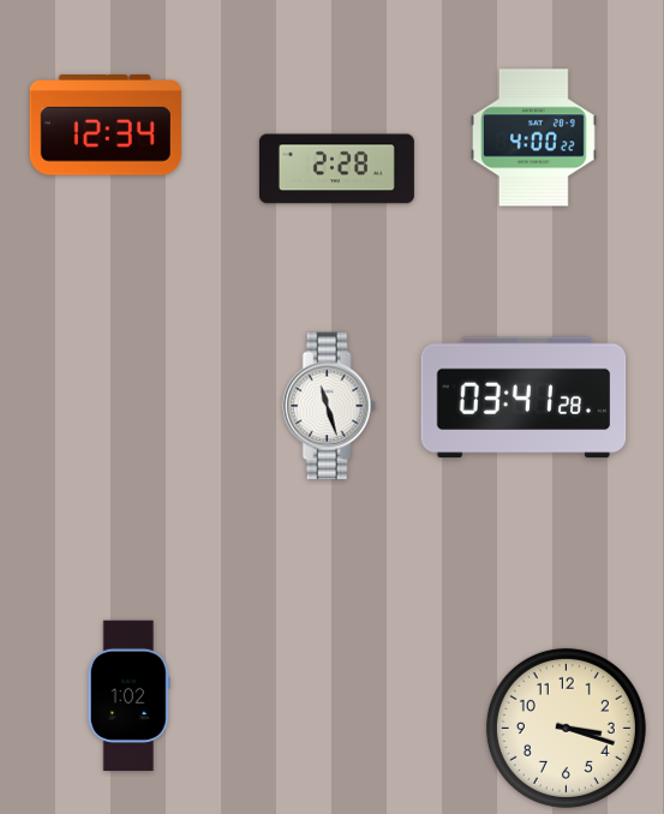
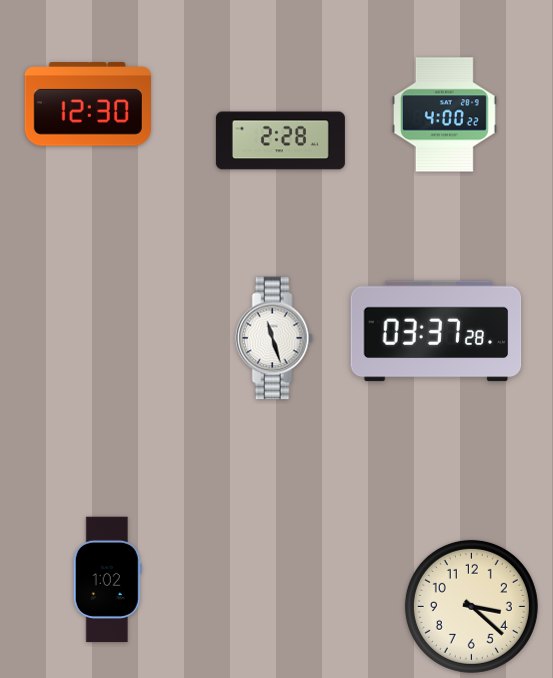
clock at (106, 125): 12:34 -> 12:30
clock at (524, 397): 03:41 -> 03:37
clock at (566, 728): 3:18 -> 3:22
